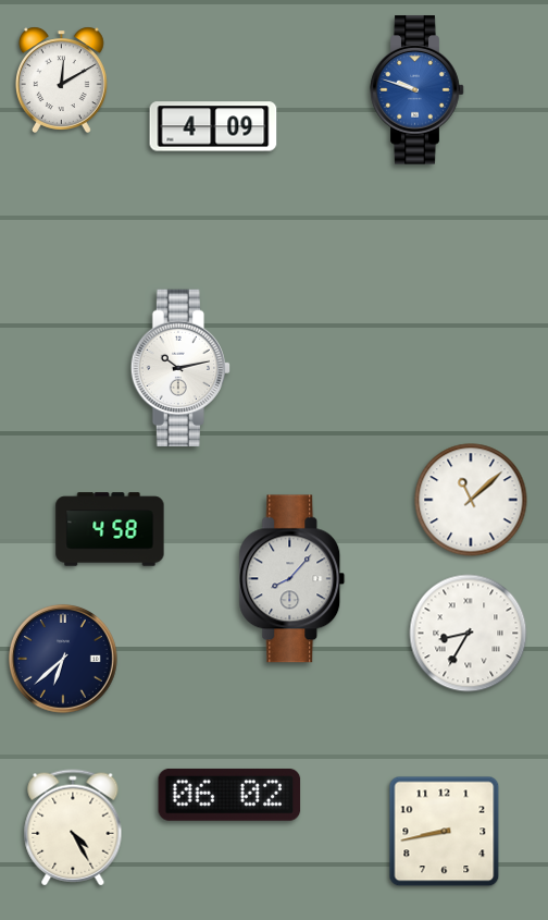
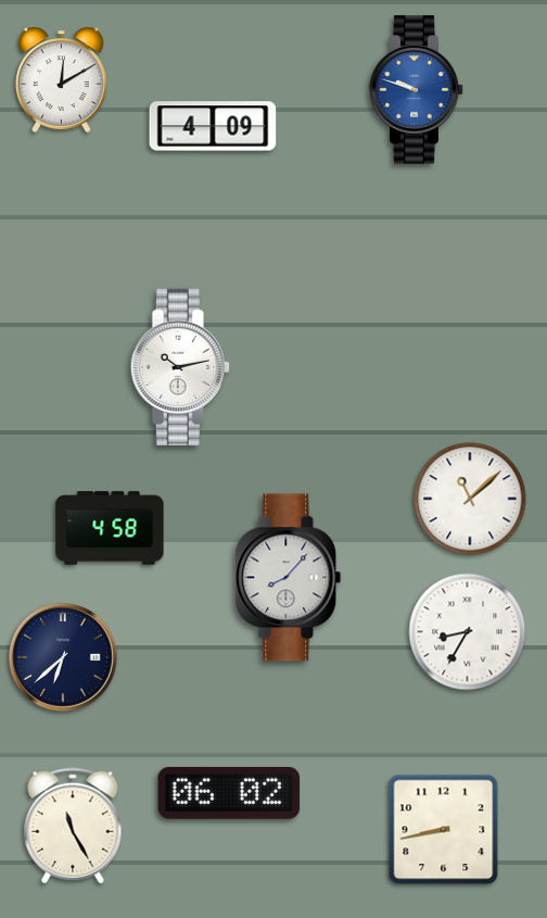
clock at (292, 579) position: (292, 579) -> (289, 578)
clock at (73, 827): 4:25 -> 11:25
